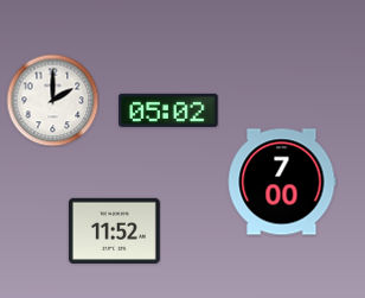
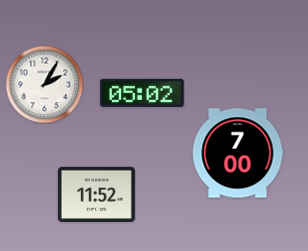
clock at (52, 100): 2:00 -> 2:05
